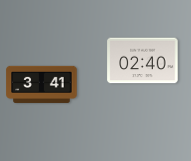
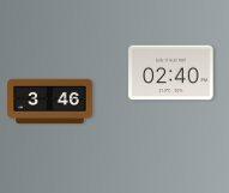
clock at (42, 84): 3:41 -> 3:46
